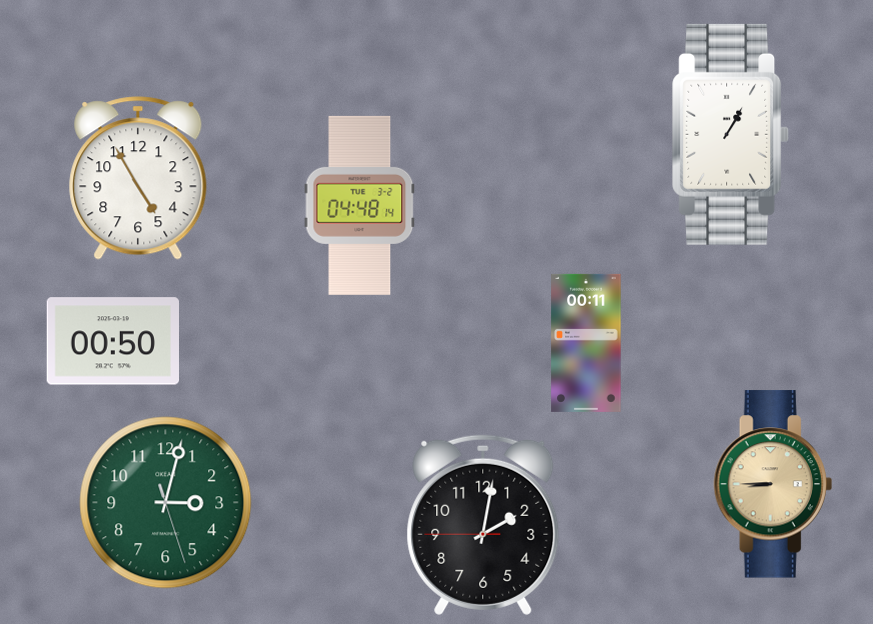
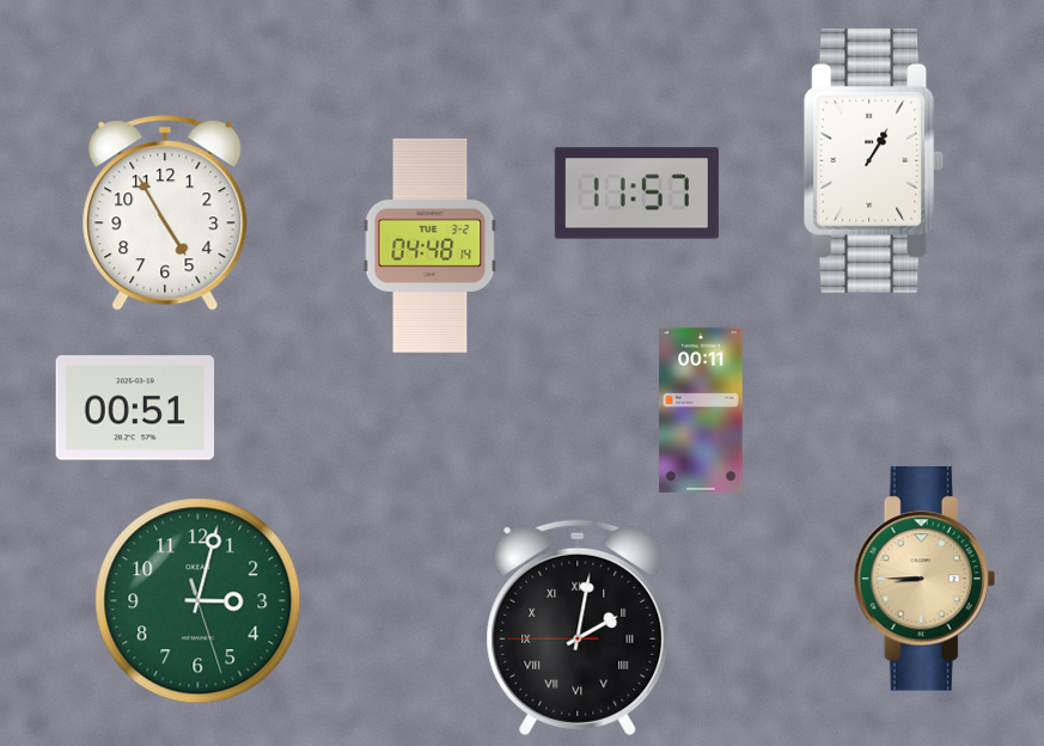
clock at (636, 194): none -> 11:57
clock at (112, 341): 00:50 -> 00:51
clock at (483, 525) numerals: Arabic -> Roman
